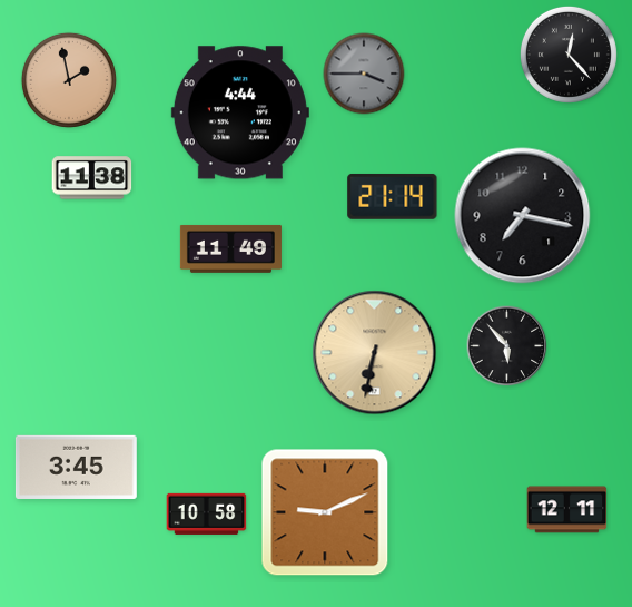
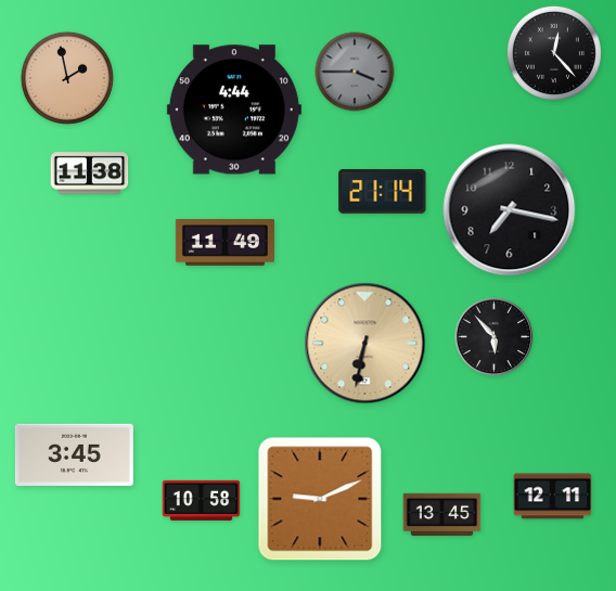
clock at (325, 512) position: (325, 512) -> (320, 499)
clock at (442, 514): none -> 13:45
